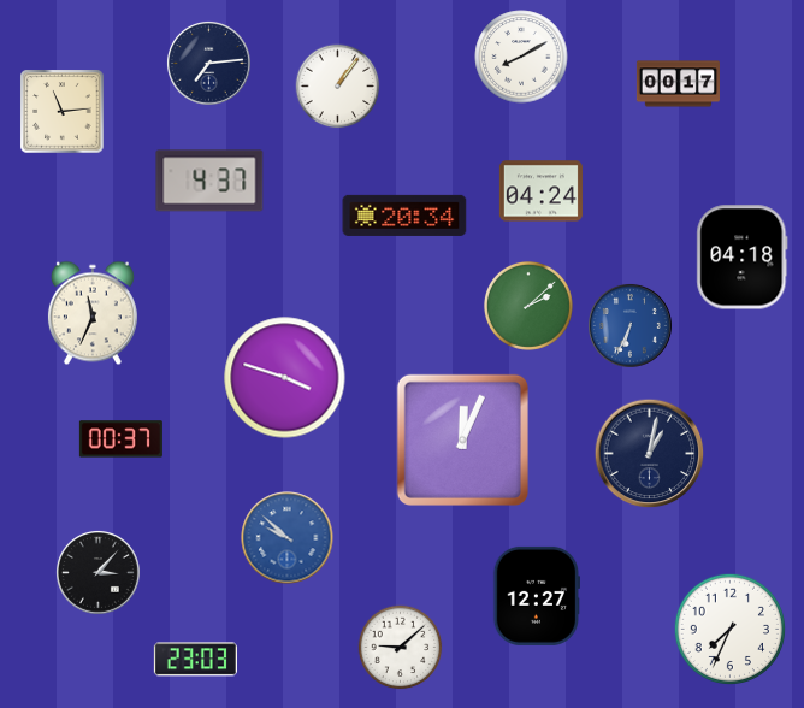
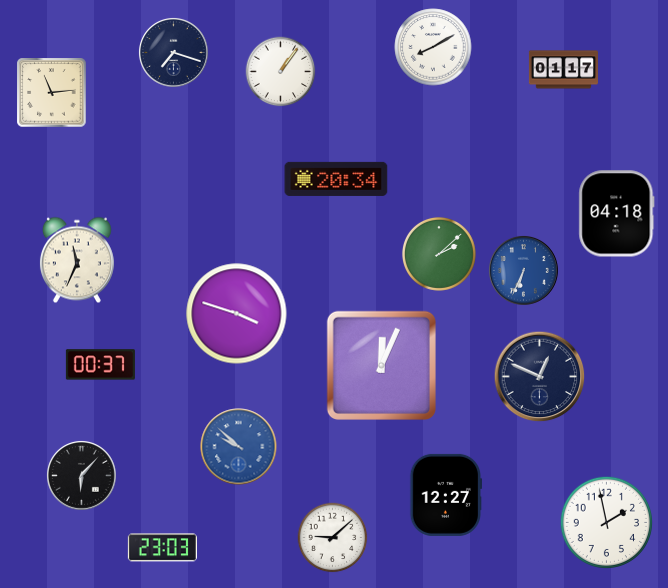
clock at (208, 63): 7:14 -> 7:18
clock at (678, 84): 00:17 -> 01:17
clock at (209, 181): 4:37 -> none
clock at (540, 191): 04:24 -> none
clock at (462, 439) position: (462, 439) -> (381, 365)
clock at (650, 454): 1:02 -> 12:49
clock at (97, 572): 3:07 -> 6:07
clock at (729, 629): 7:34 -> 1:58
